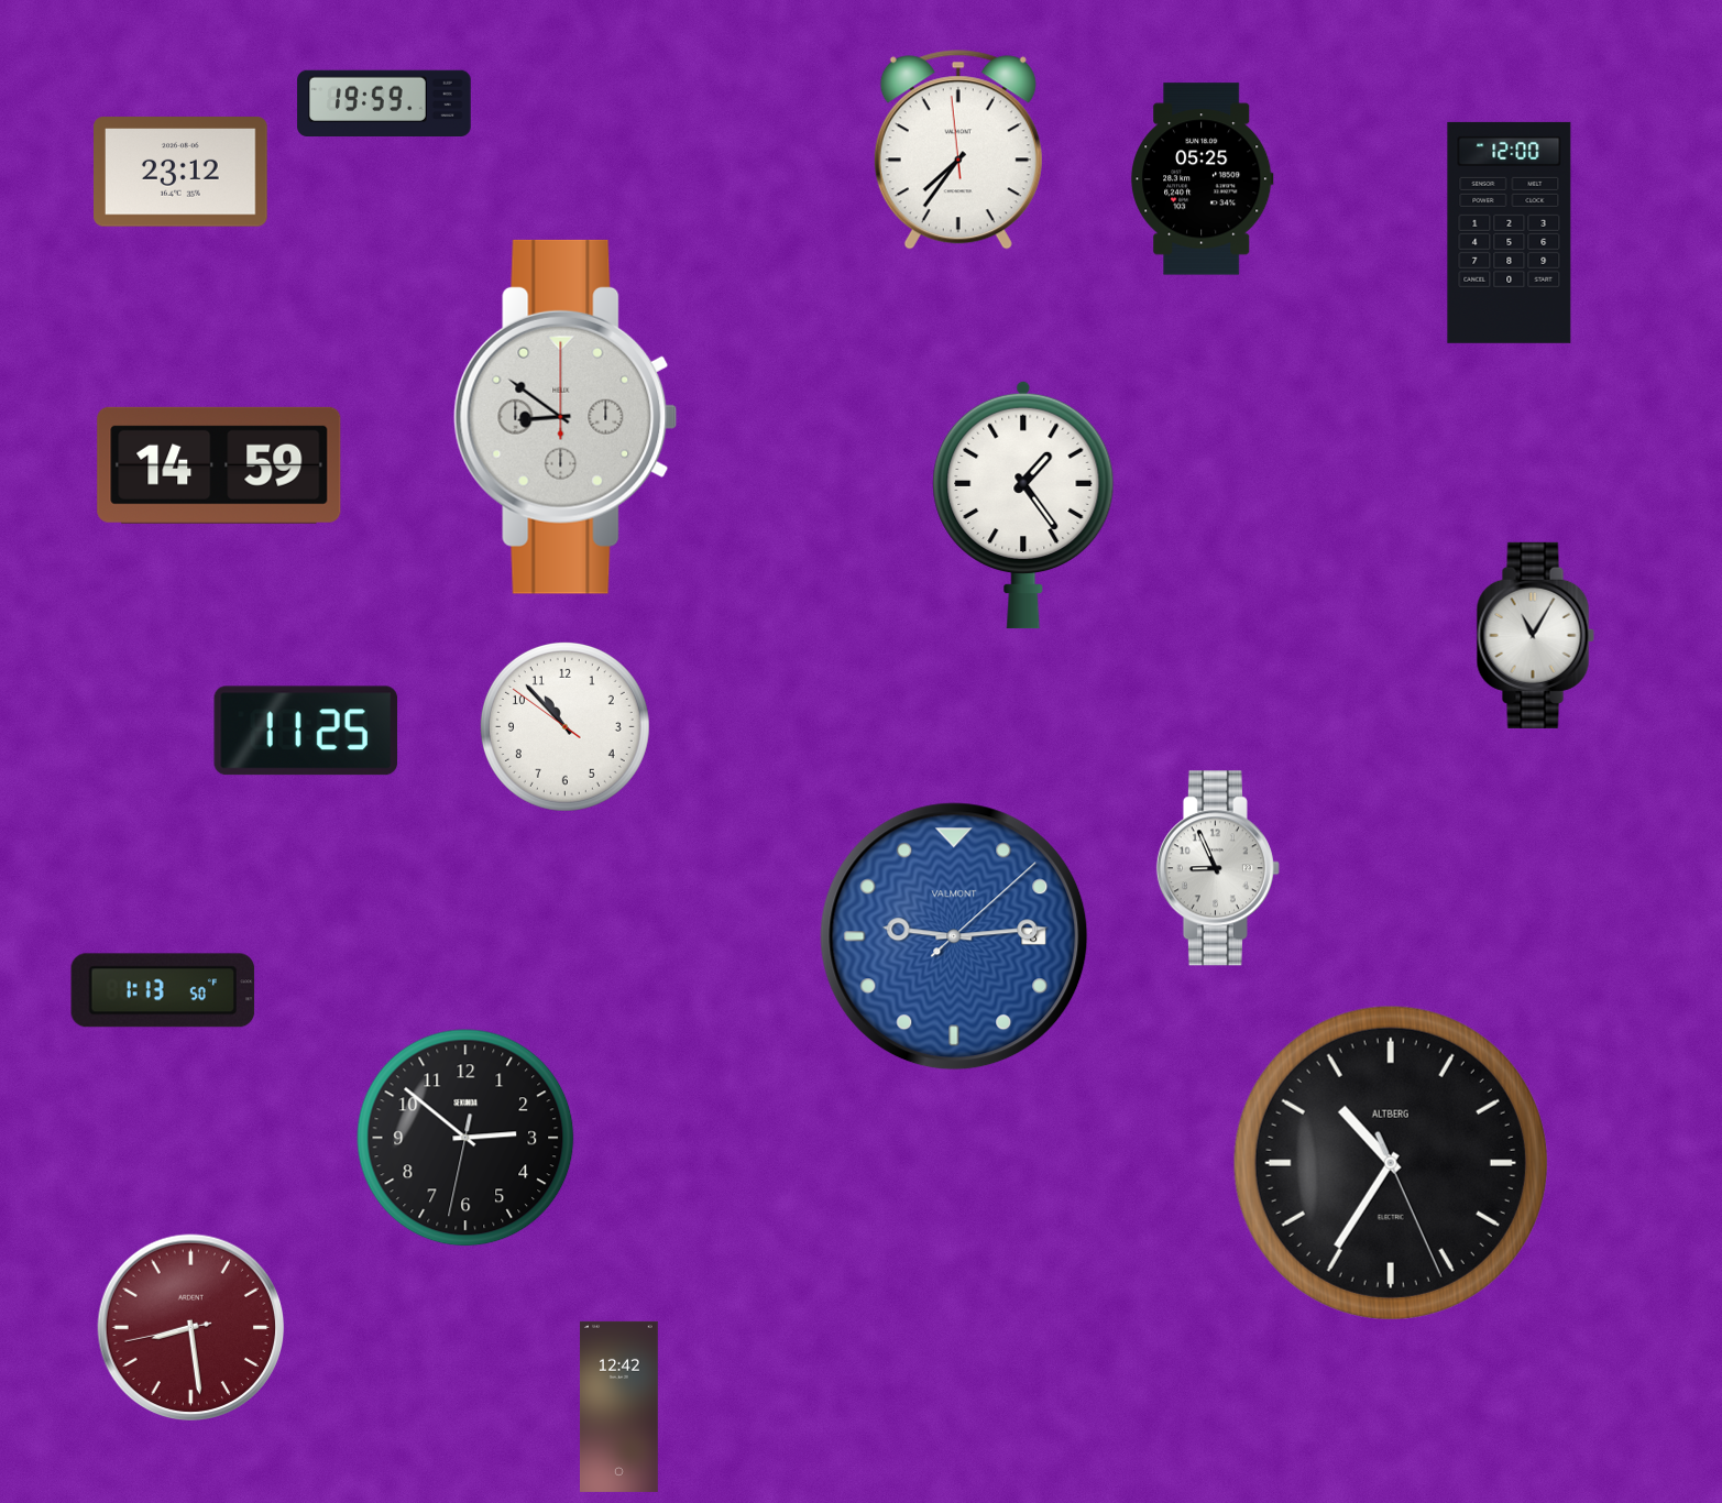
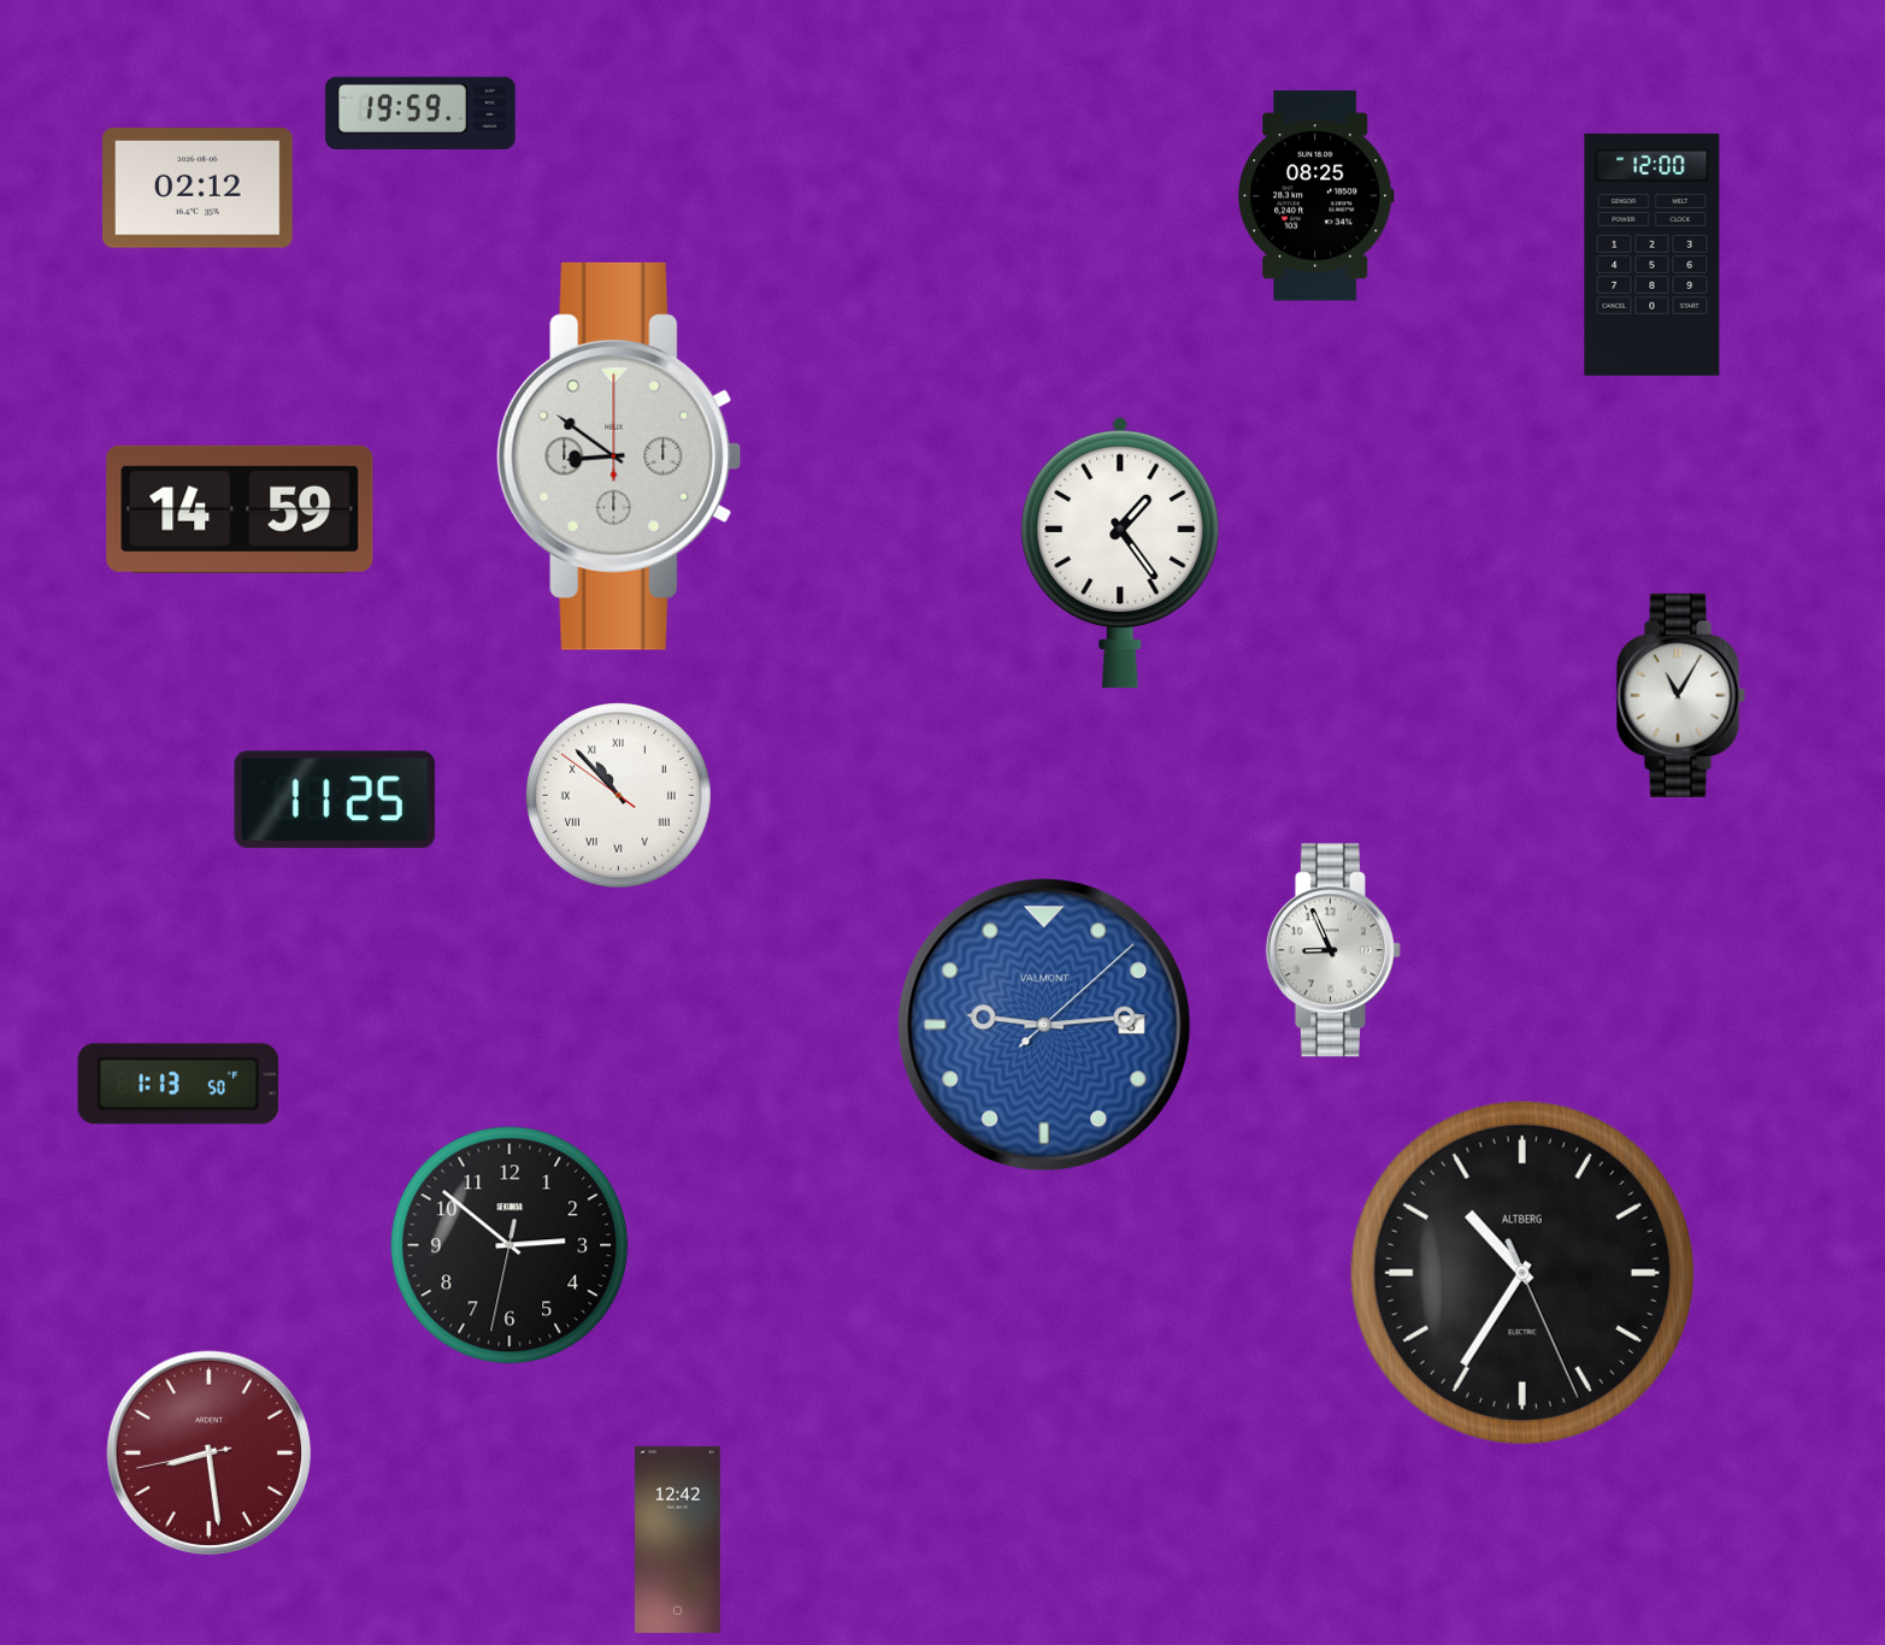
clock at (958, 150): 7:35 -> none
clock at (182, 172): 23:12 -> 02:12
clock at (1203, 179): 05:25 -> 08:25
clock at (564, 726) numerals: Arabic -> Roman
